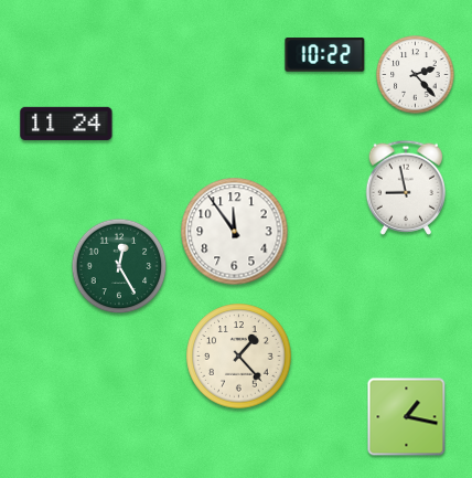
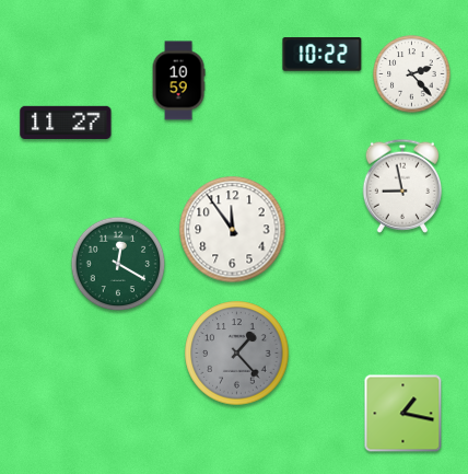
clock at (178, 81): none -> 10:59
clock at (66, 124): 11:24 -> 11:27
clock at (119, 266): 12:25 -> 12:20
clock at (239, 357) dial: cream -> grey
